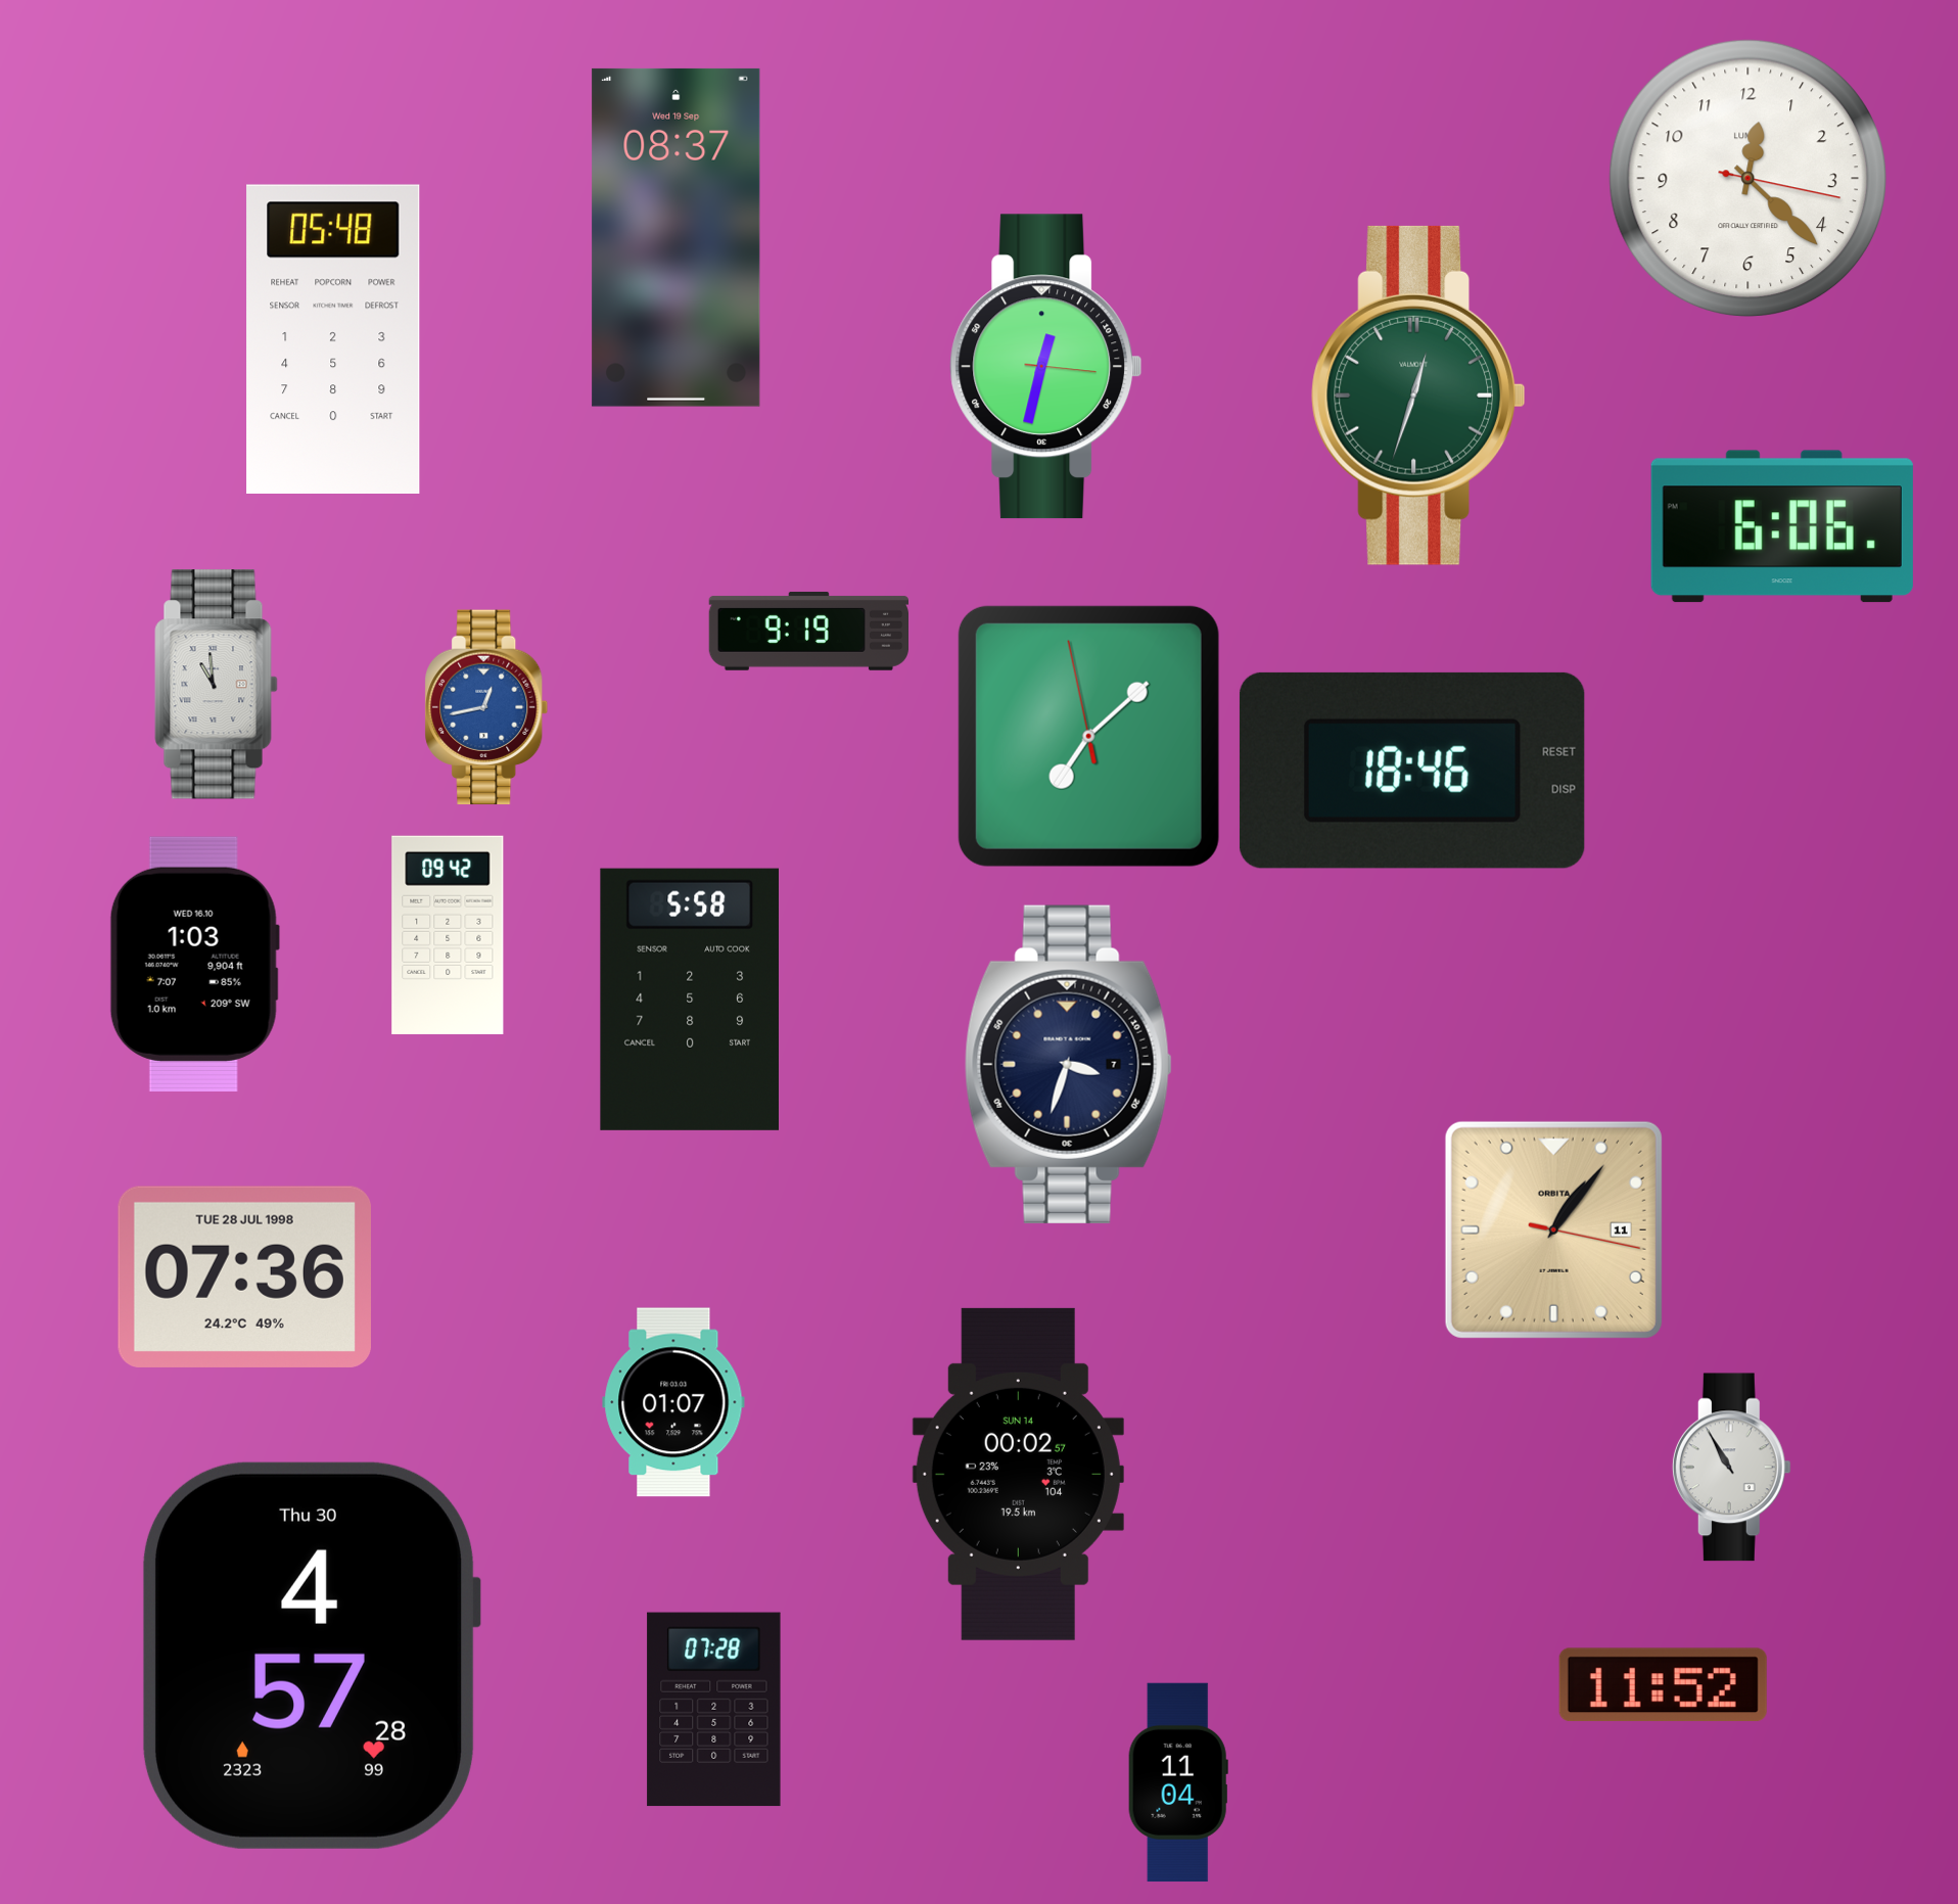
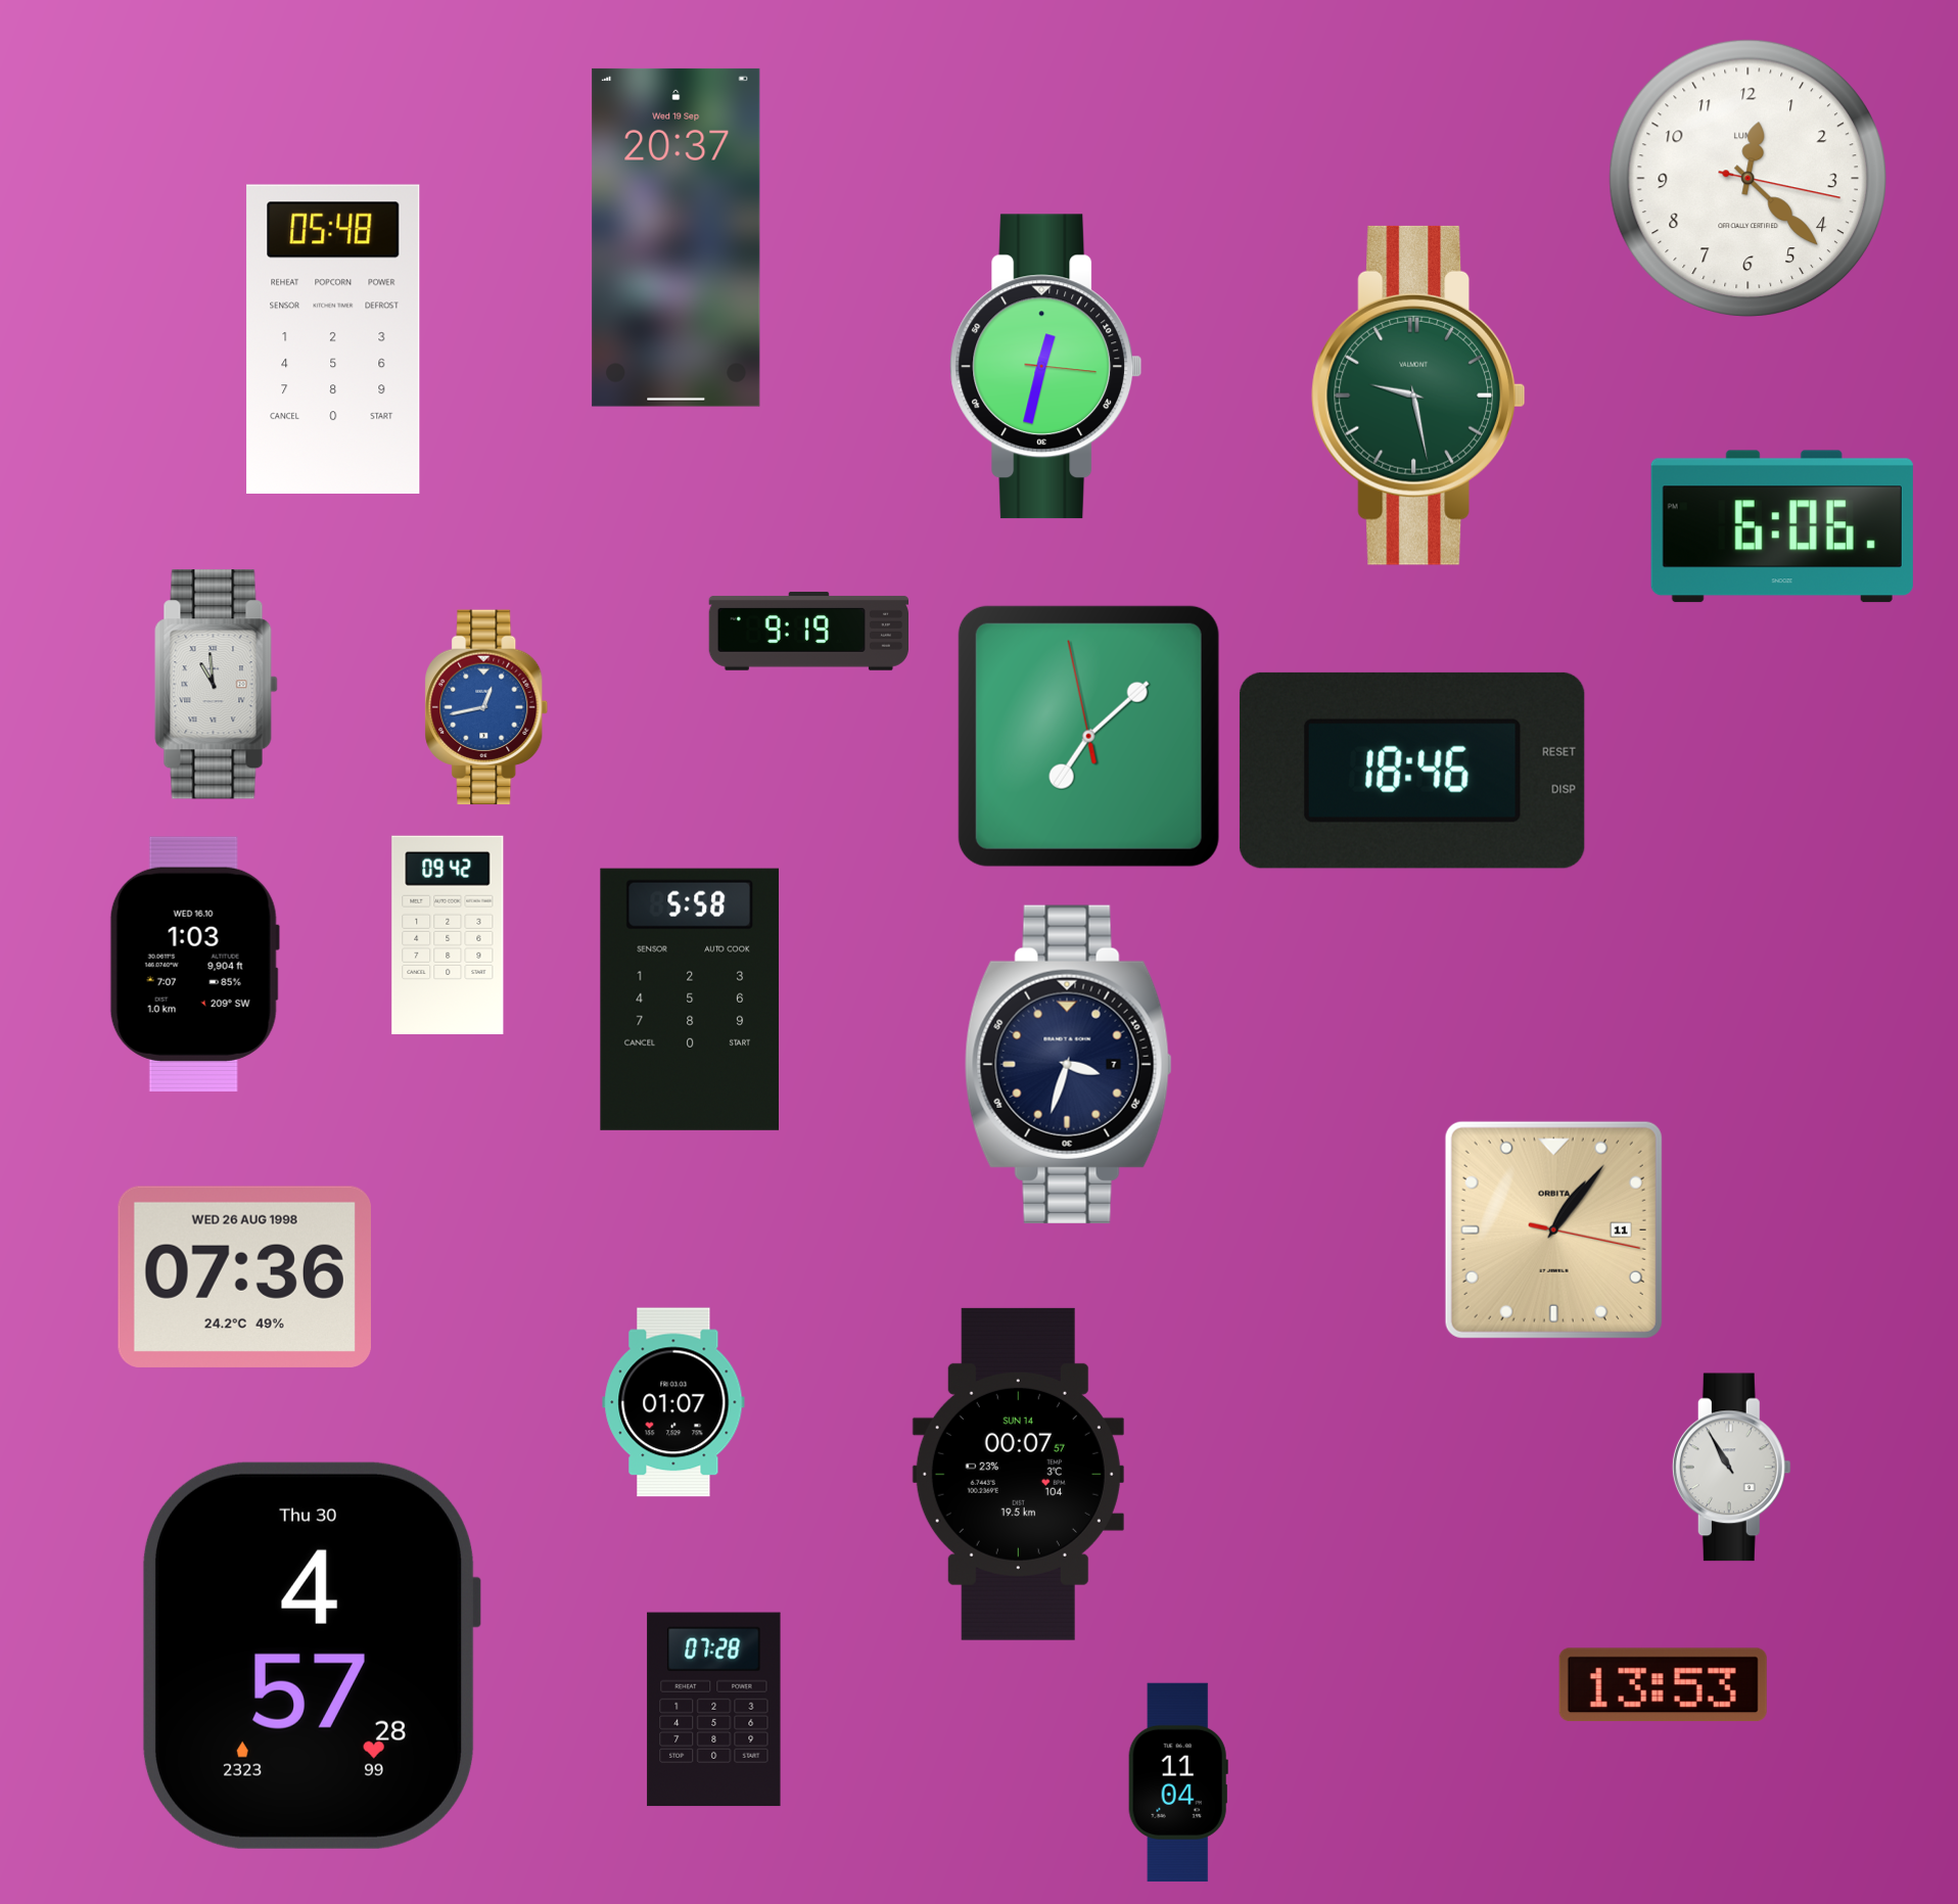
clock at (677, 237): 08:37 -> 20:37
clock at (1417, 396): 12:33 -> 9:28
clock at (244, 1276) date: TUE 28 JUL 1998 -> WED 26 AUG 1998
clock at (1018, 1474): 00:02 -> 00:07
clock at (1663, 1685): 11:52 -> 13:53
